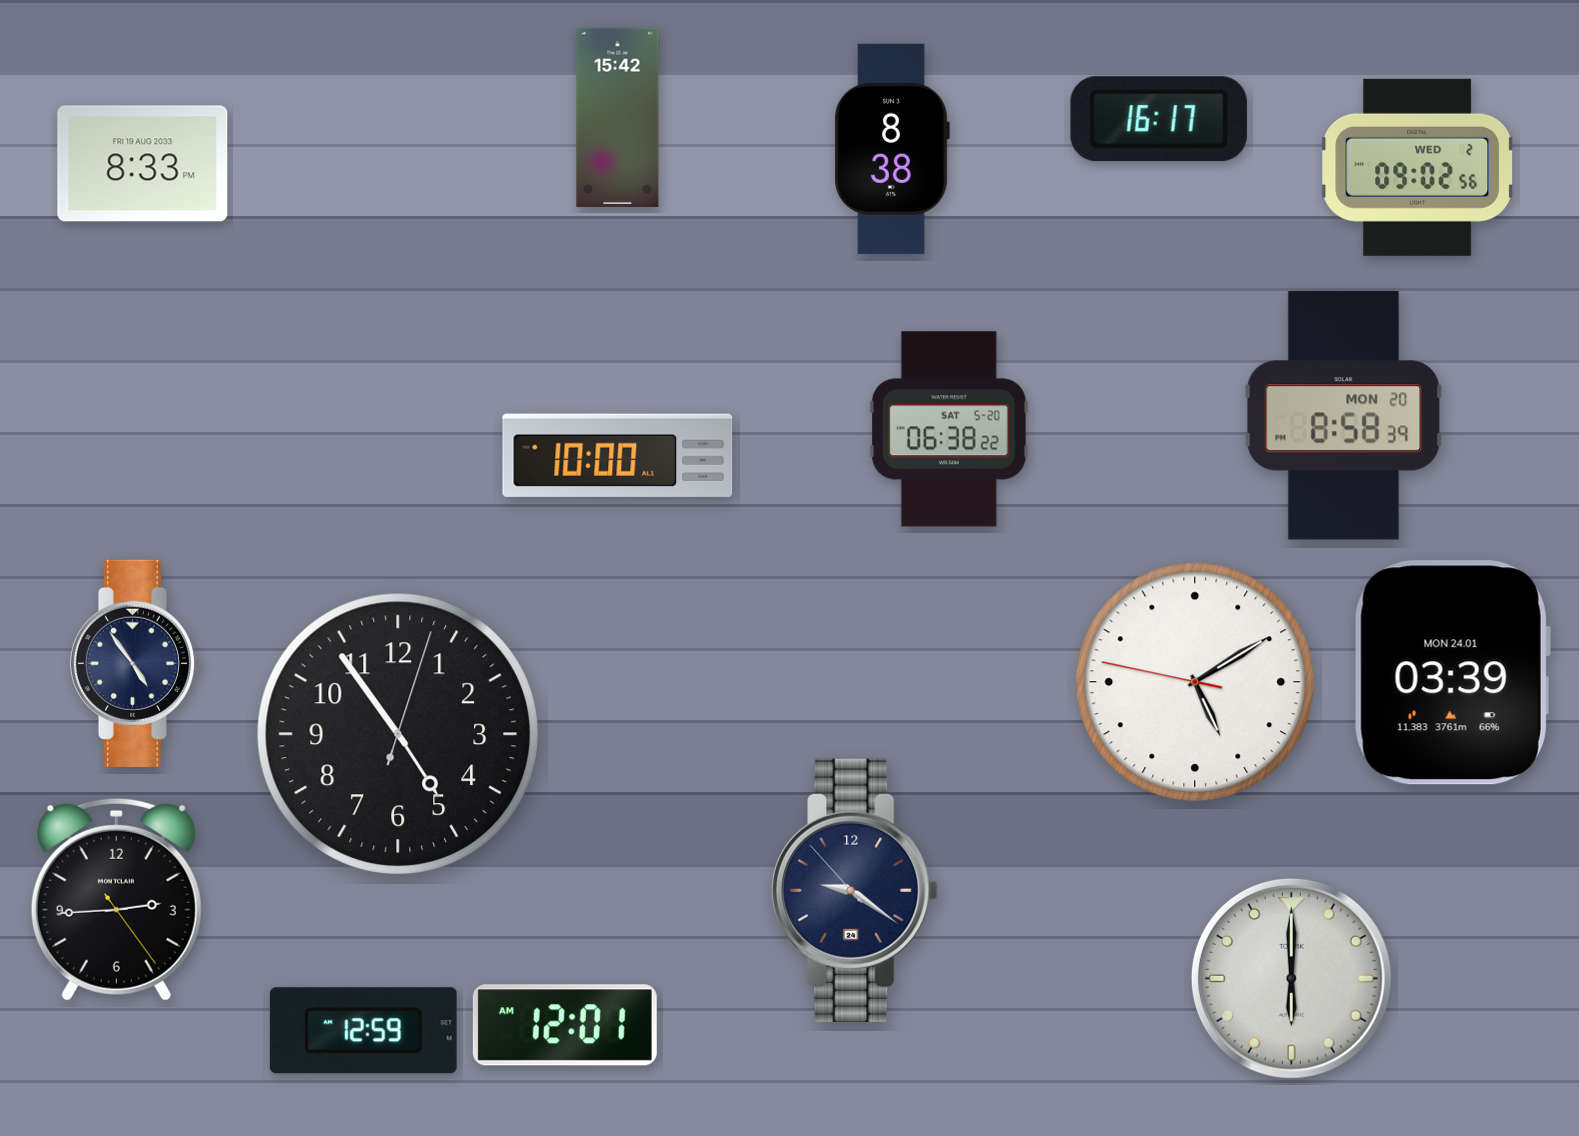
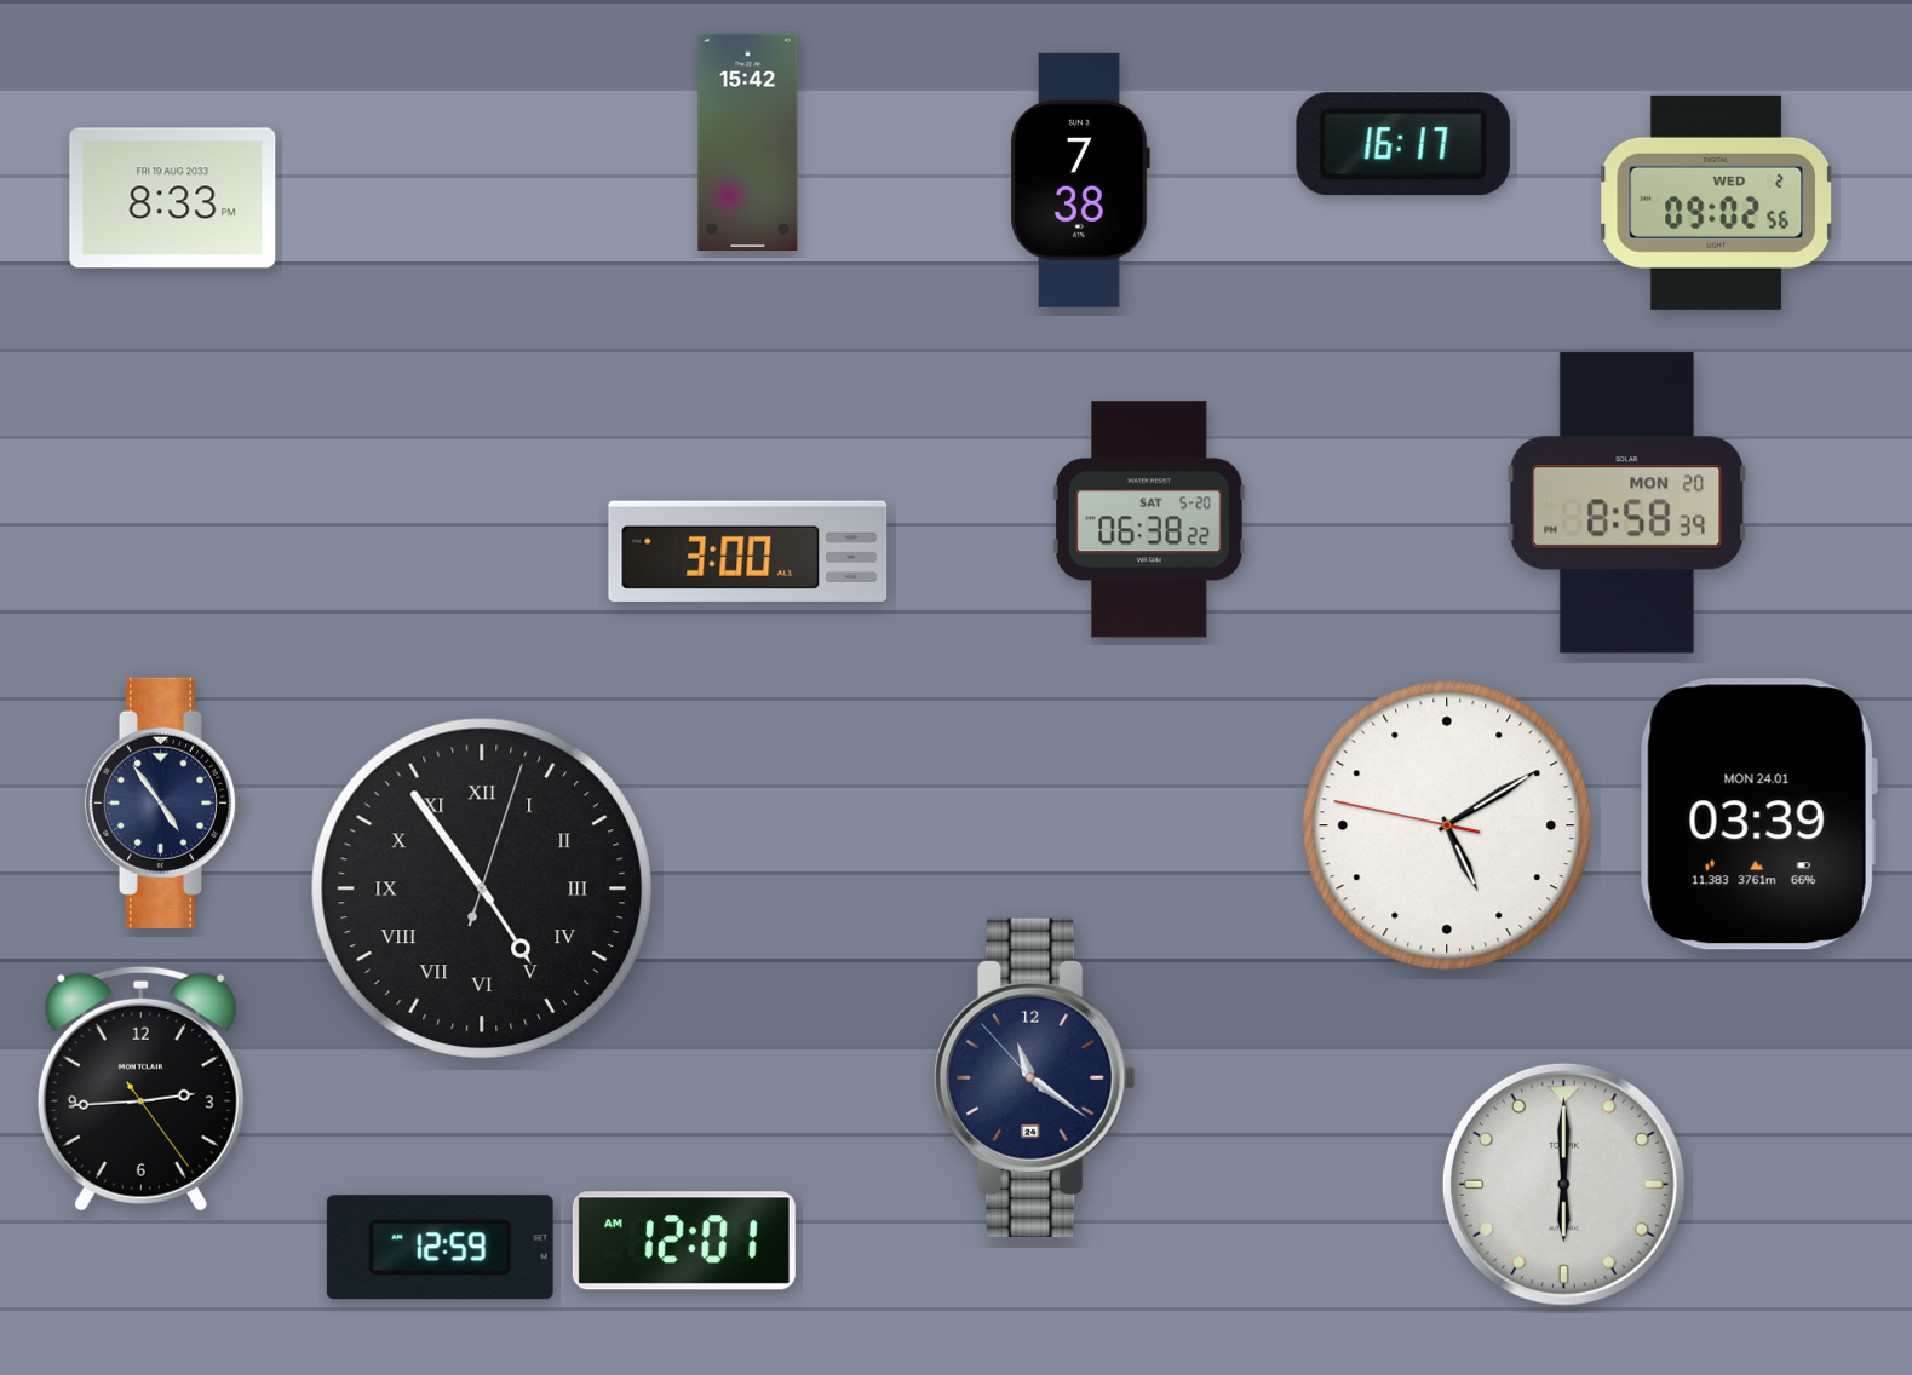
clock at (892, 149): 8:38 -> 7:38
clock at (618, 455): 10:00 -> 3:00
clock at (398, 734) numerals: Arabic -> Roman
clock at (855, 890): 9:20 -> 11:20
